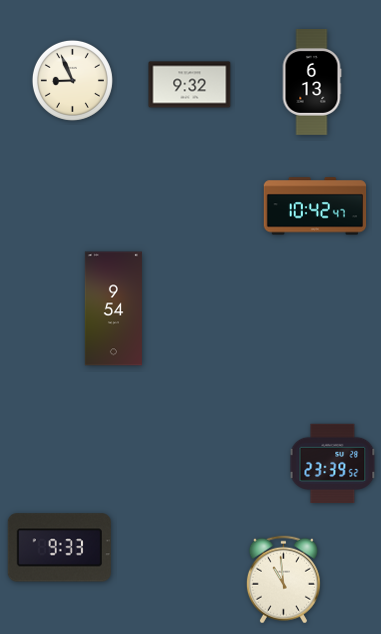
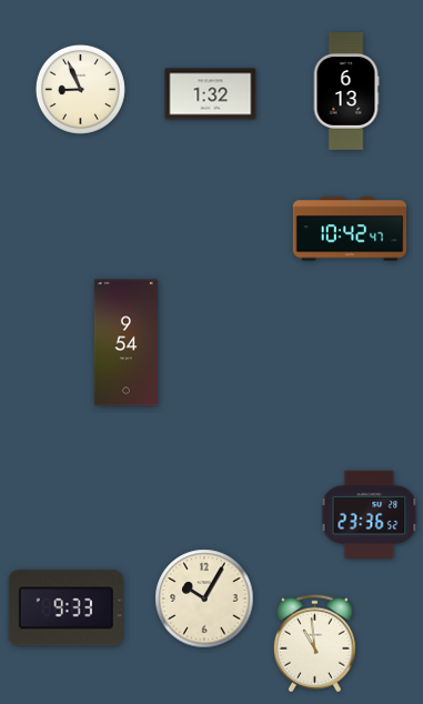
clock at (190, 85): 9:32 -> 1:32
clock at (333, 463): 23:39 -> 23:36
clock at (204, 599): none -> 10:05
